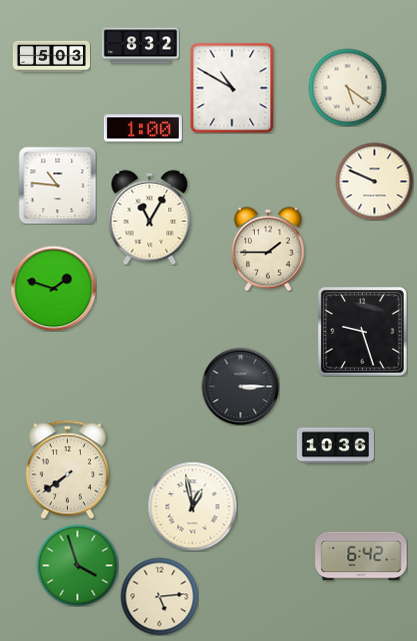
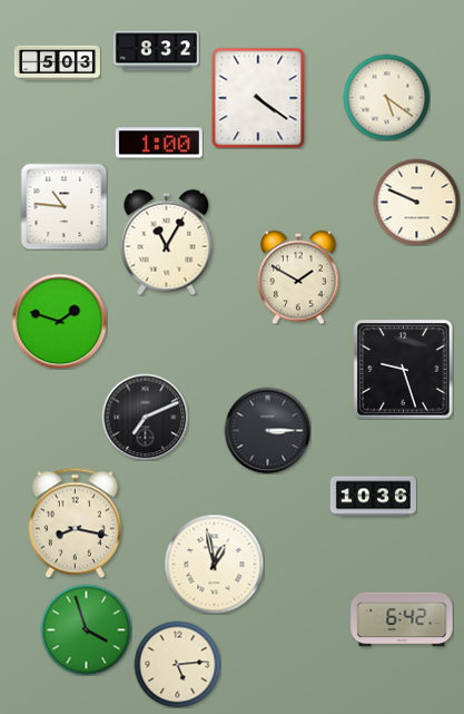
clock at (232, 88): 10:50 -> 4:21
clock at (269, 249): 1:45 -> 1:50
clock at (145, 417): none -> 7:11
clock at (67, 469): 7:39 -> 8:17
